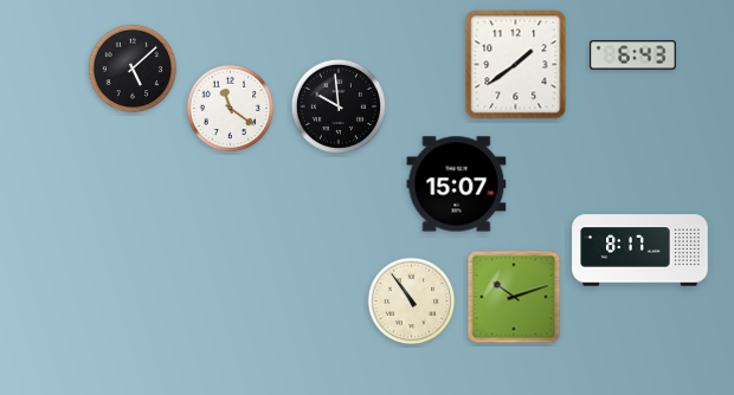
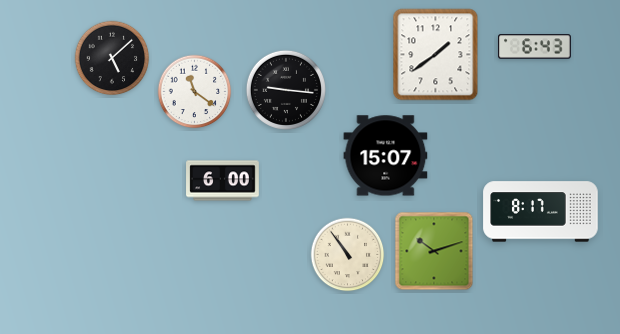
clock at (339, 106): 9:59 -> 9:16
clock at (223, 181): none -> 6:00
